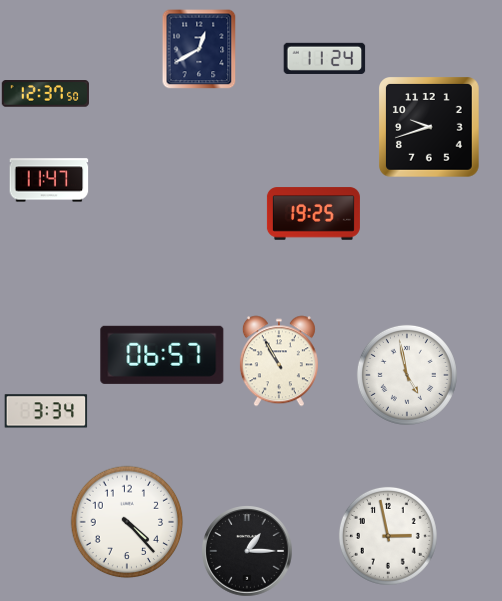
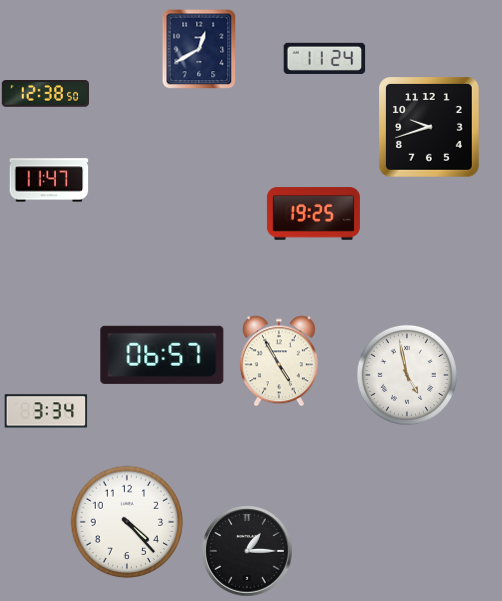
clock at (45, 94): 12:37 -> 12:38
clock at (279, 361): 10:55 -> 4:55
clock at (388, 536): 2:58 -> none
